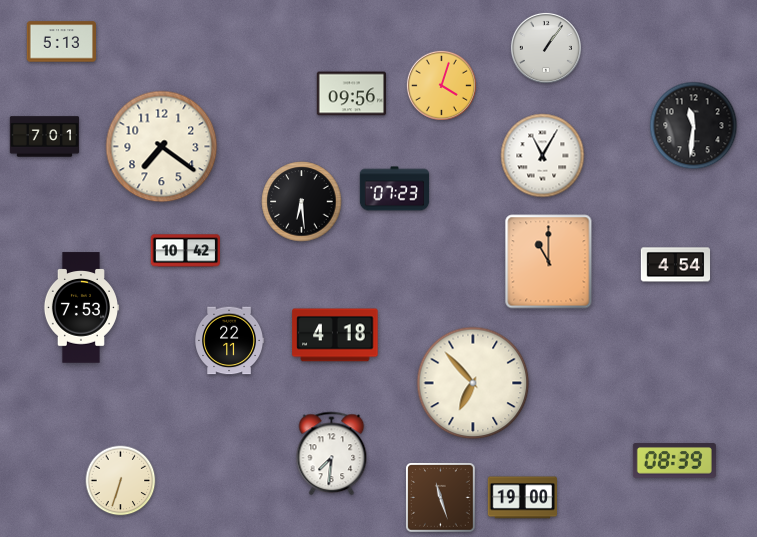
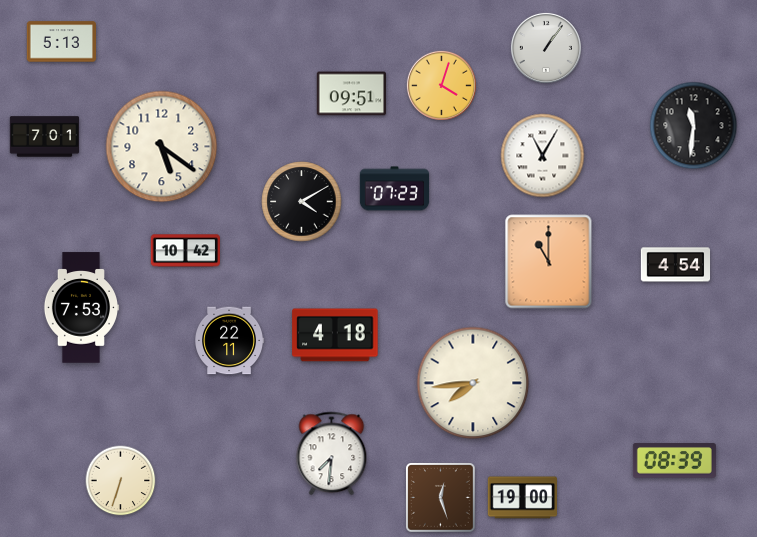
clock at (351, 94): 09:56 -> 09:51
clock at (162, 147): 7:21 -> 5:21
clock at (302, 202): 6:29 -> 4:10
clock at (473, 383): 6:53 -> 7:44
clock at (441, 498): 11:27 -> 12:27
